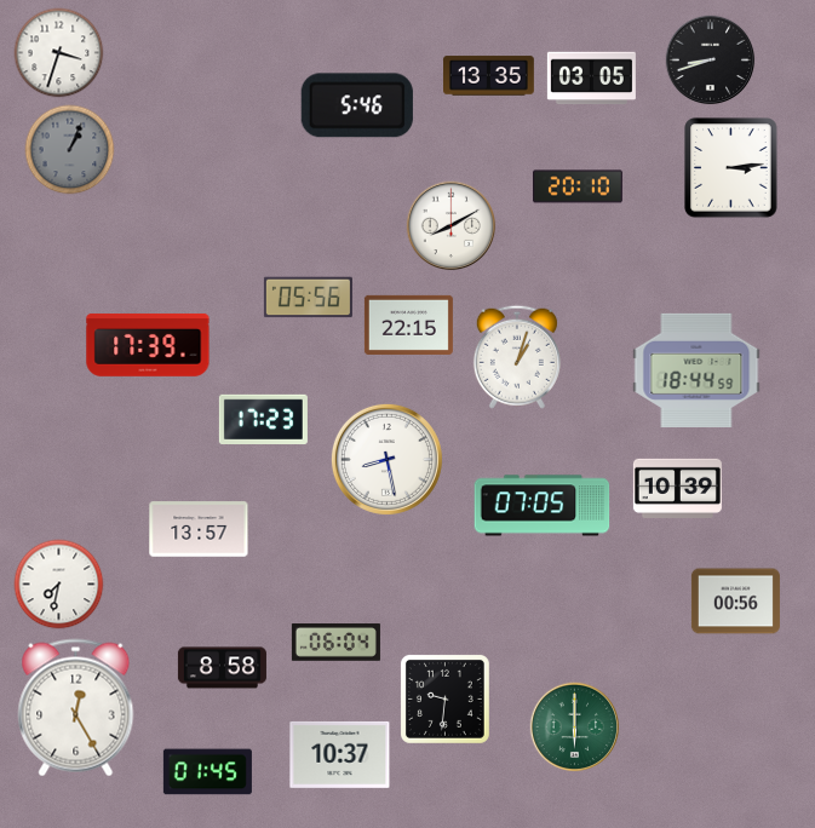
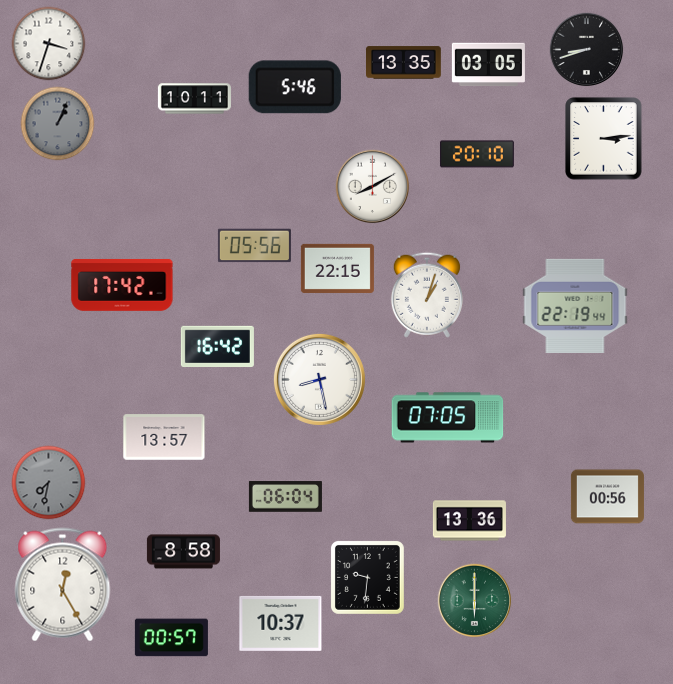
clock at (194, 99): none -> 10:11
clock at (148, 345): 17:39 -> 17:42
clock at (696, 370): 18:44 -> 22:19
clock at (263, 419): 17:23 -> 16:42
clock at (677, 488): 10:39 -> none
clock at (59, 585) dial: white -> grey
clock at (469, 521): none -> 13:36
clock at (335, 643) position: (335, 643) -> (285, 497)
clock at (207, 772): 01:45 -> 00:57
